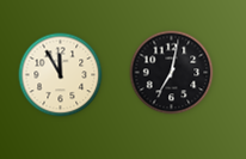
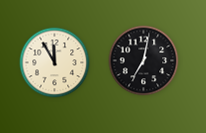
clock at (61, 75) position: (61, 75) -> (55, 63)
